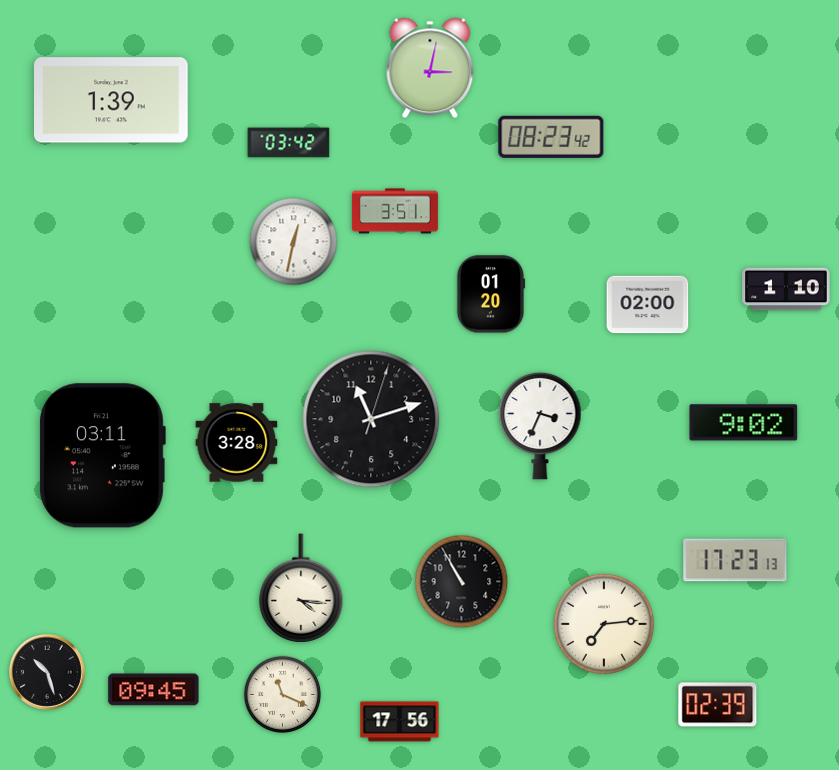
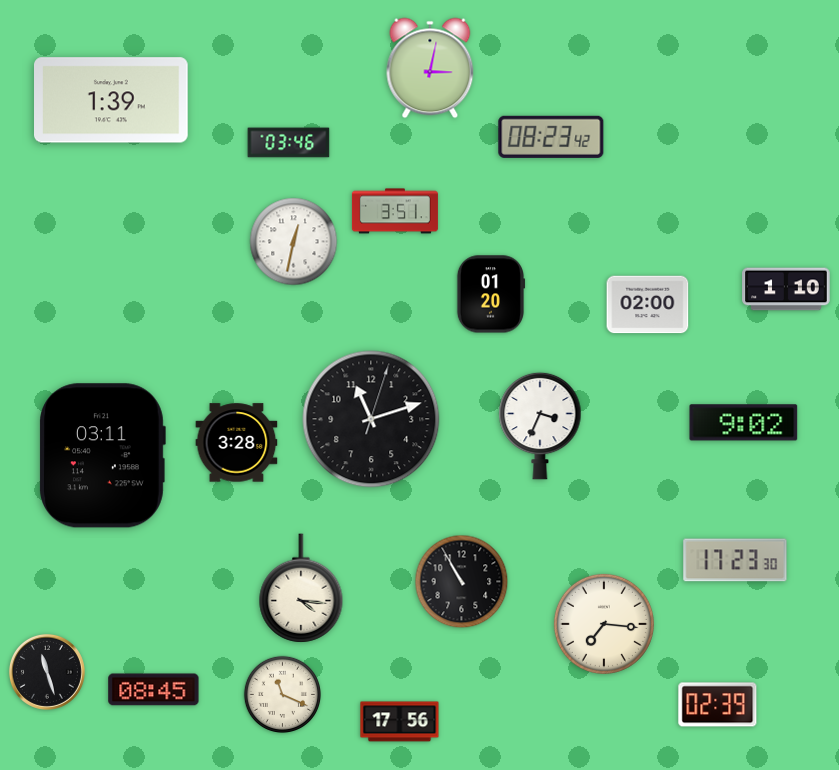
clock at (289, 143): 03:42 -> 03:46
clock at (735, 560): 17:23:13 -> 17:23:30
clock at (604, 624): 7:14 -> 7:16
clock at (47, 672): 10:27 -> 11:27
clock at (154, 690): 09:45 -> 08:45
